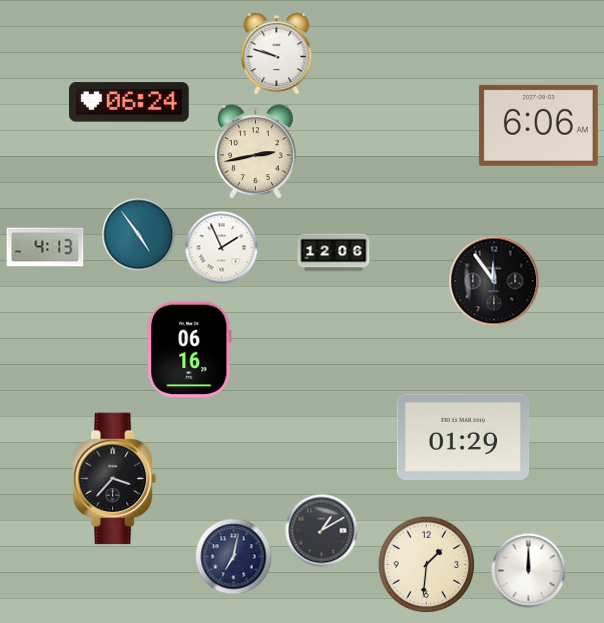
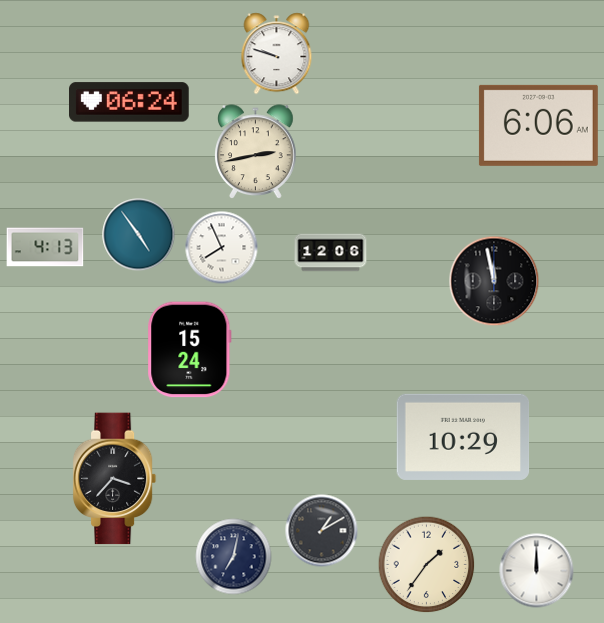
clock at (222, 248): 1:56 -> 7:56
clock at (334, 253) position: (334, 253) -> (331, 253)
clock at (494, 281): 11:54 -> 11:58
clock at (190, 350): 06:16 -> 15:24
clock at (463, 437): 01:29 -> 10:29
clock at (427, 565): 1:31 -> 1:36
clock at (529, 571) position: (529, 571) -> (537, 571)
